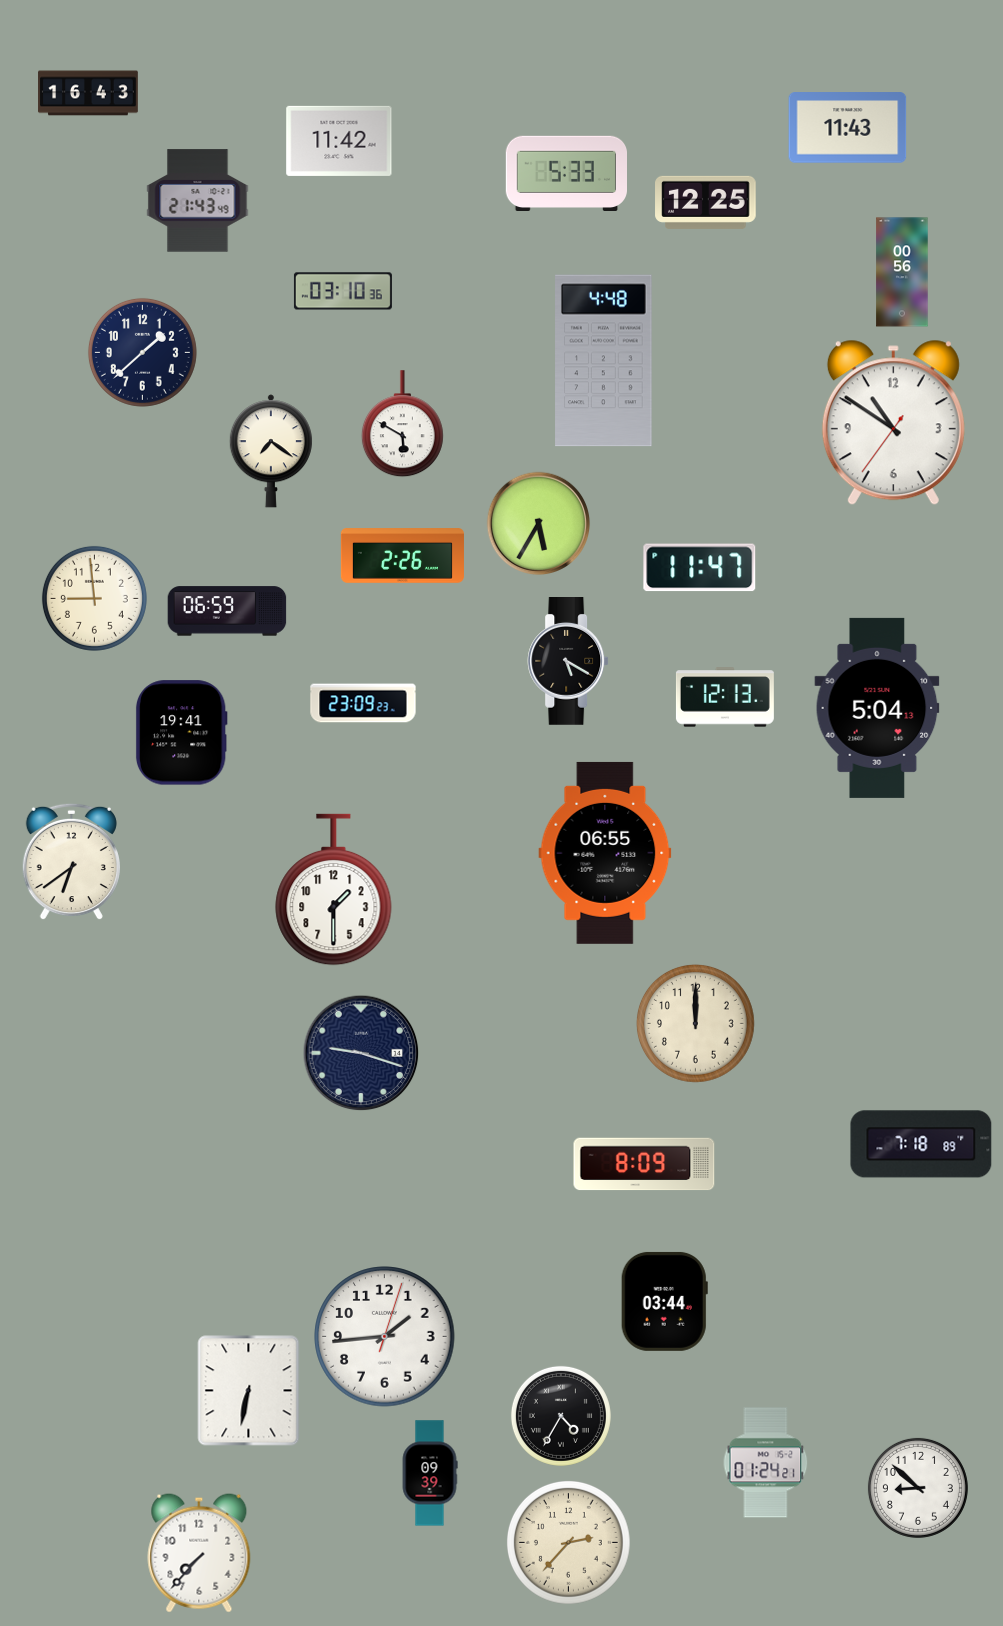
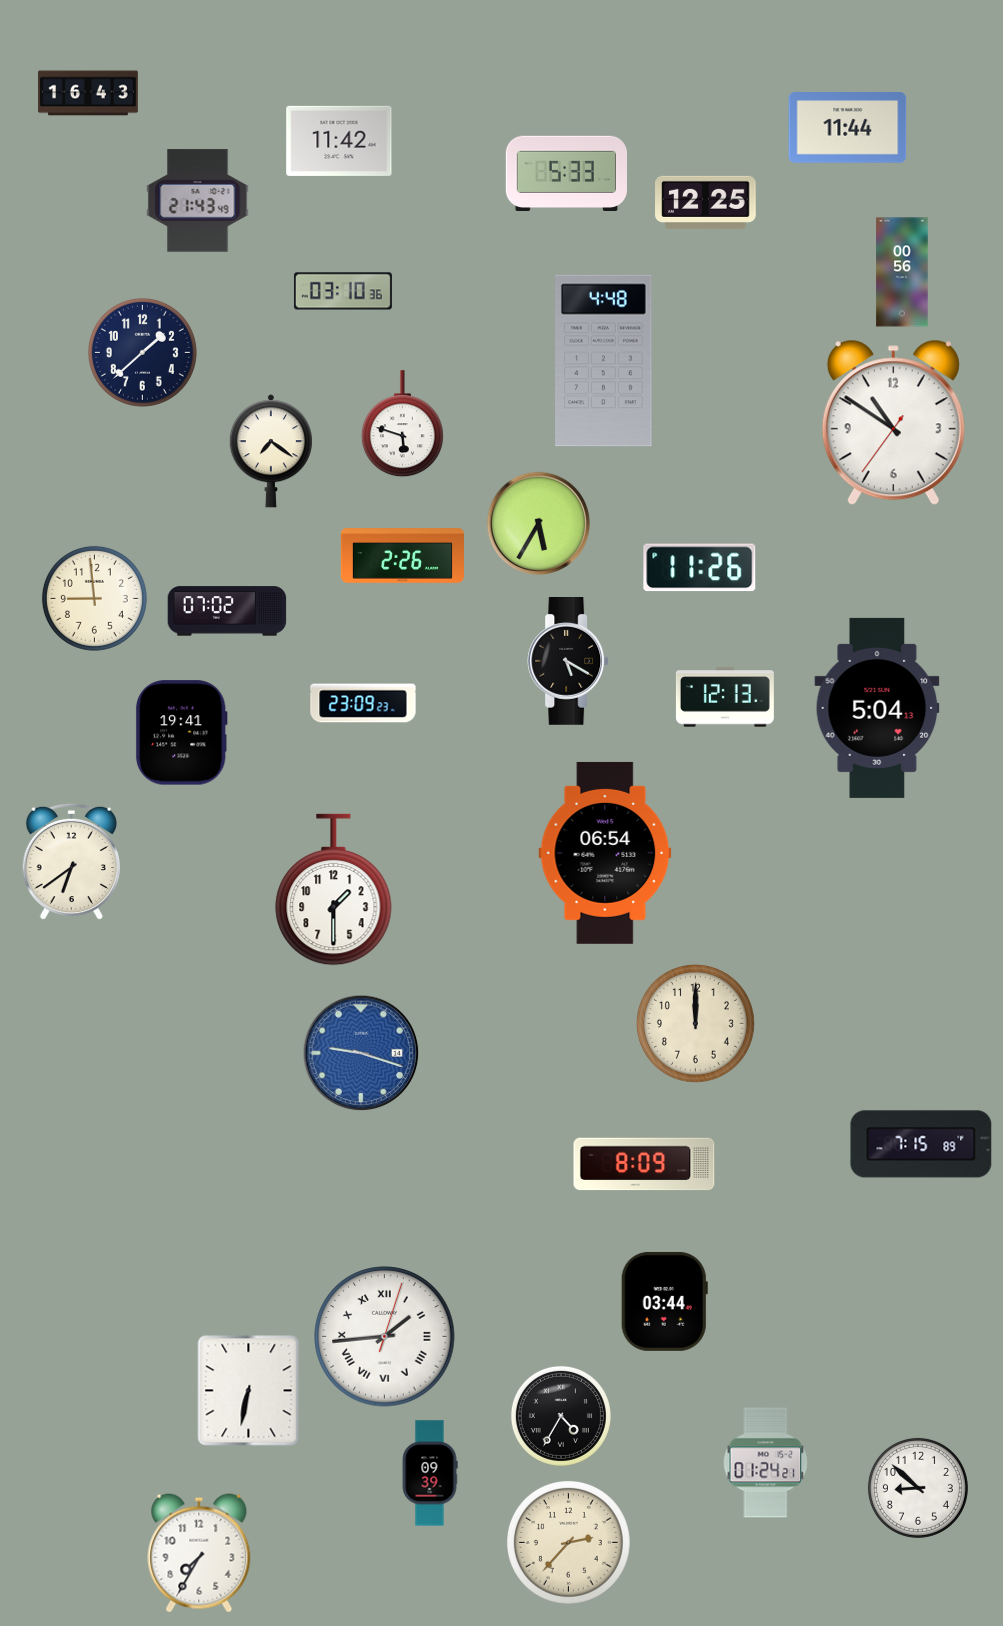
clock at (848, 128): 11:43 -> 11:44
clock at (402, 424): 5:50 -> 5:48
clock at (700, 568): 11:47 -> 11:26
clock at (227, 611): 06:59 -> 07:02
clock at (605, 853): 06:55 -> 06:54
clock at (361, 1053) dial: navy -> blue
clock at (921, 1144): 7:18 -> 7:15
clock at (385, 1337) numerals: Arabic -> Roman
clock at (199, 1553): 7:37 -> 7:35
